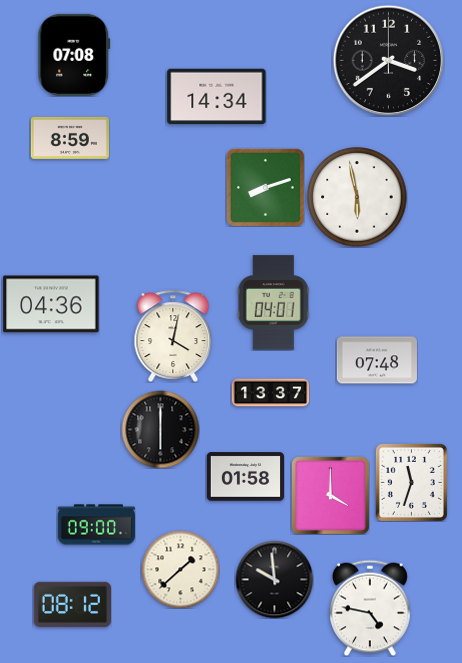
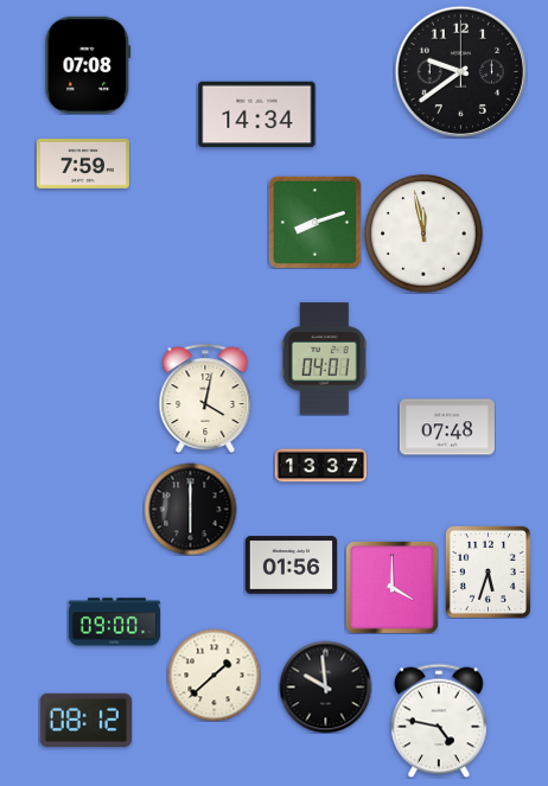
clock at (388, 60): 3:39 -> 9:39
clock at (70, 138): 8:59 -> 7:59
clock at (357, 197): 5:58 -> 11:58
clock at (51, 304): 04:36 -> none
clock at (245, 477): 01:58 -> 01:56
clock at (411, 482): 11:33 -> 5:33
clock at (72, 604) position: (72, 604) -> (85, 720)
